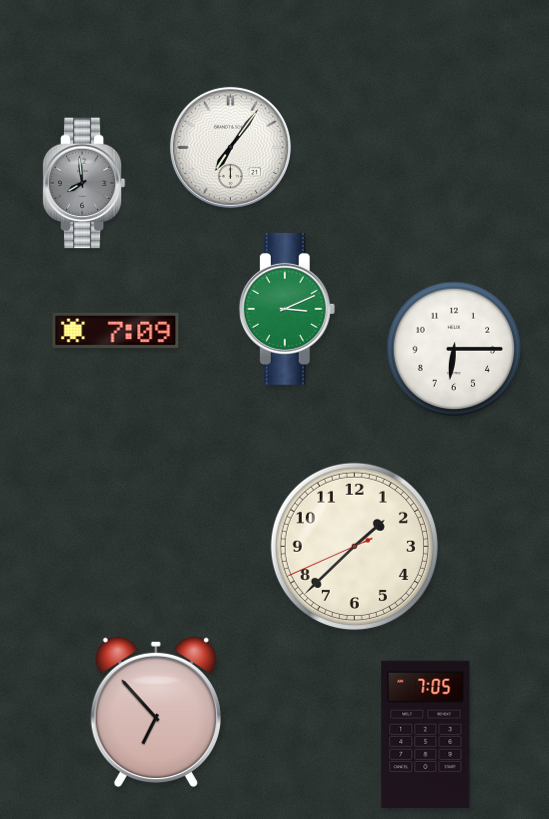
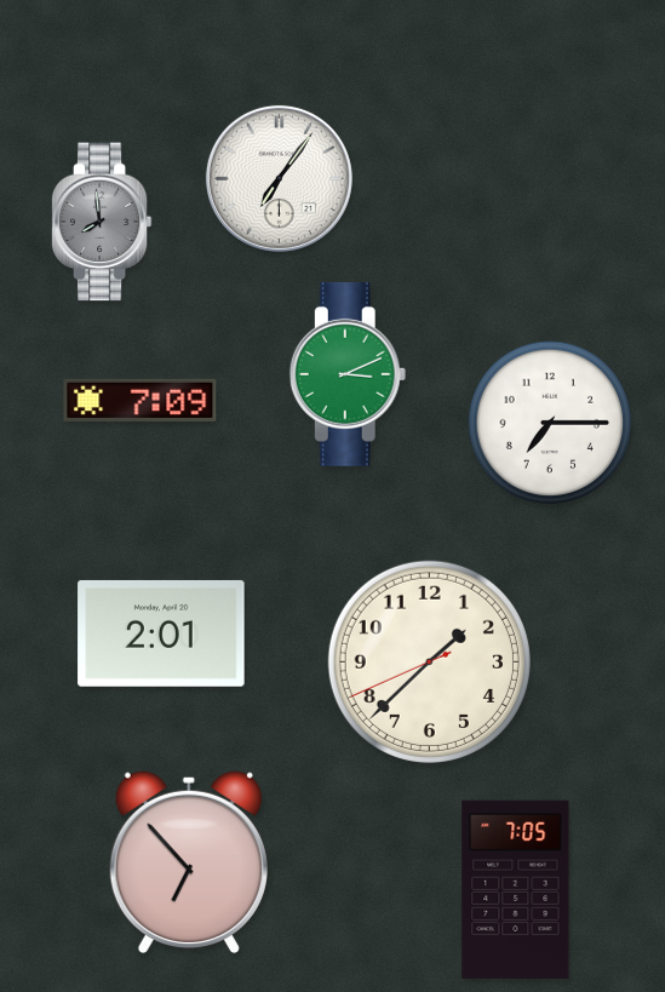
clock at (454, 349): 6:15 -> 7:15
clock at (161, 633): none -> 2:01
